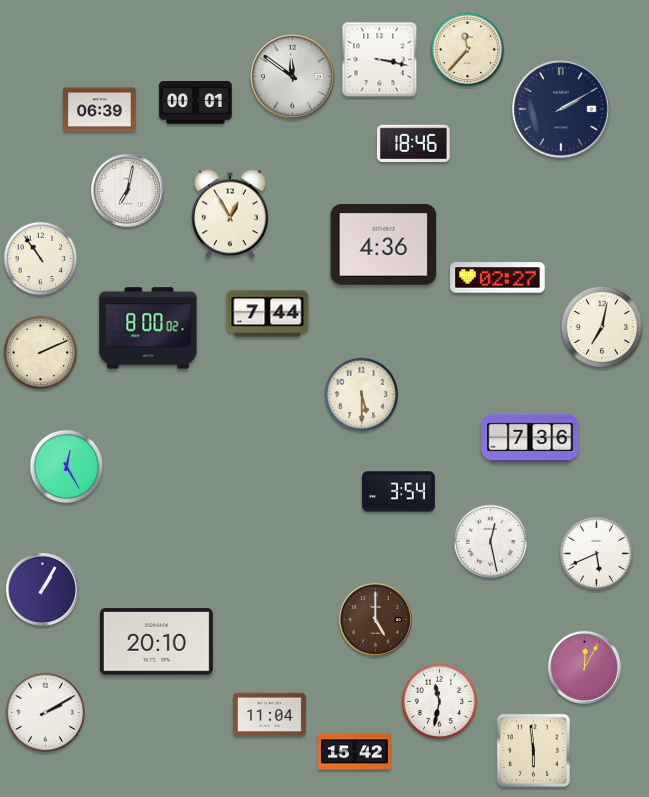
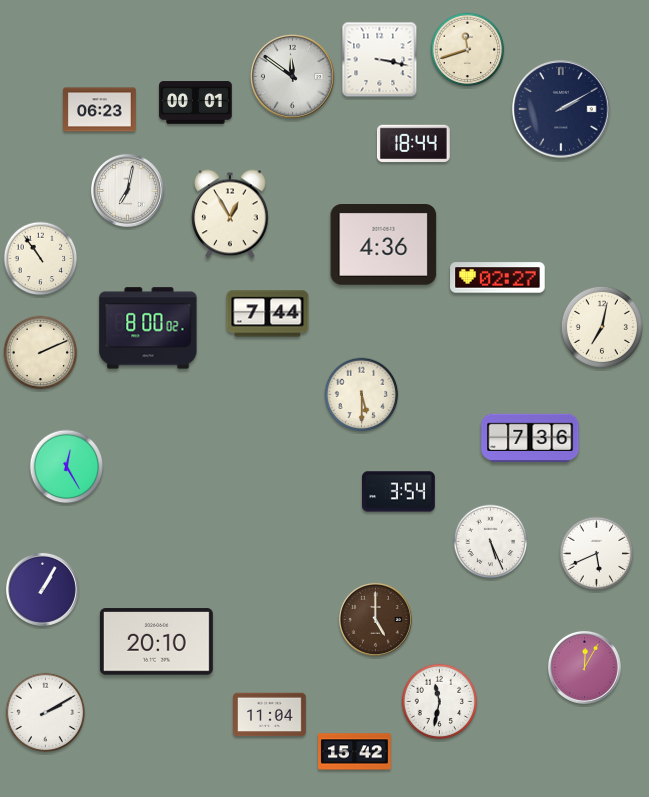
clock at (468, 50): 11:37 -> 11:42
clock at (100, 110): 06:39 -> 06:23
clock at (414, 144): 18:46 -> 18:44
clock at (491, 542): 12:28 -> 5:26
clock at (533, 750): 5:59 -> none
